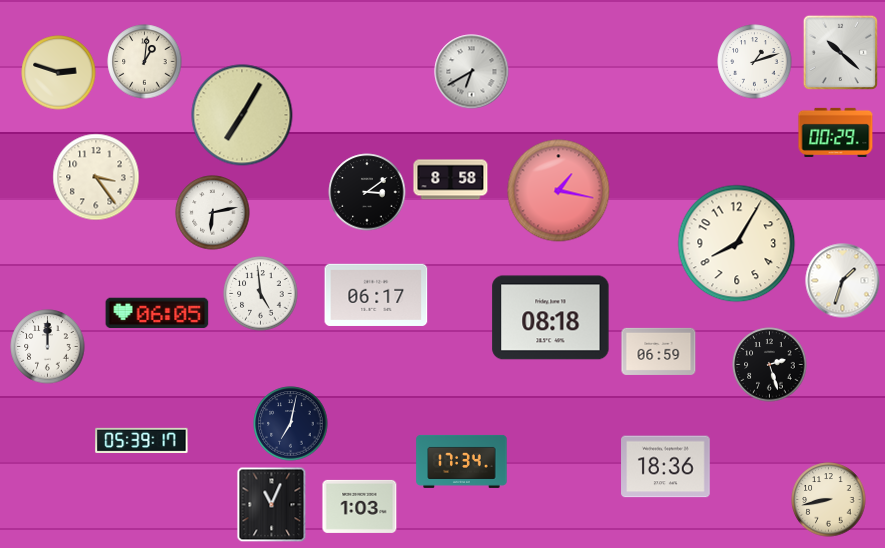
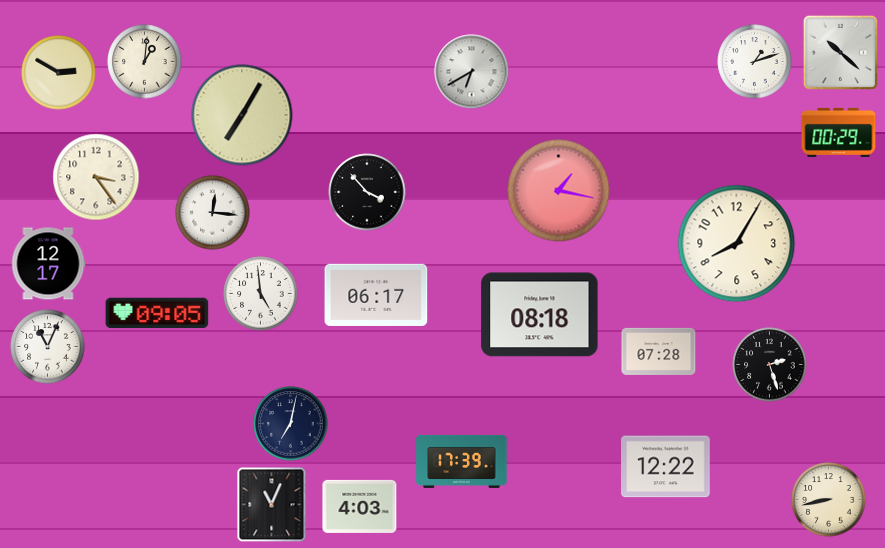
clock at (59, 73): 2:48 -> 2:50
clock at (836, 132) position: (836, 132) -> (839, 132)
clock at (451, 180): 8:58 -> none
clock at (367, 192): 3:09 -> 3:53
clock at (213, 213): 6:13 -> 12:16
clock at (48, 264): none -> 12:17
clock at (843, 281): 1:33 -> none
clock at (157, 313): 06:05 -> 09:05
clock at (551, 318) position: (551, 318) -> (540, 315)
clock at (48, 347): 12:00 -> 11:04
clock at (659, 351): 06:59 -> 07:28
clock at (142, 440): 05:39 -> none
clock at (462, 461): 17:34 -> 17:39
clock at (666, 467): 18:36 -> 12:22
clock at (360, 506): 1:03 -> 4:03
